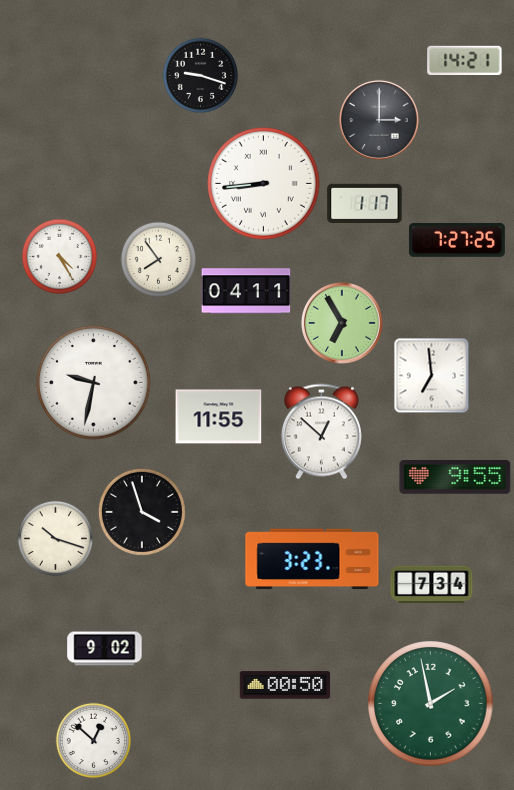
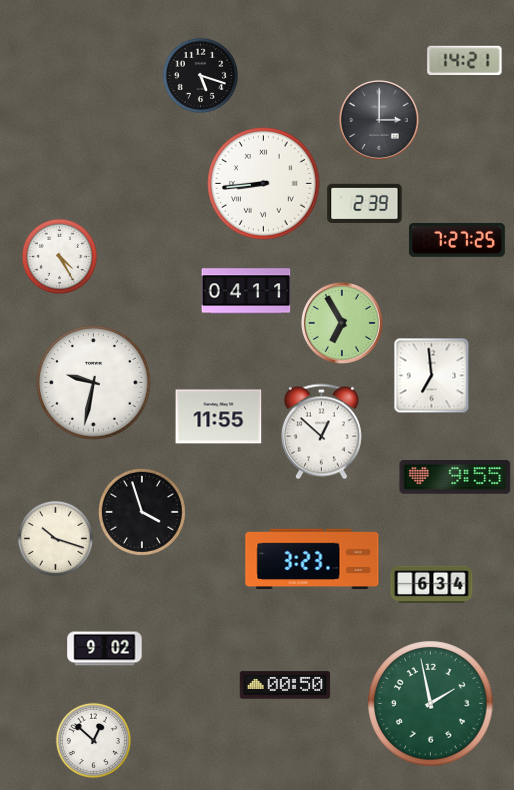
clock at (200, 75): 9:18 -> 5:18
clock at (365, 203): 1:17 -> 2:39
clock at (158, 259): 7:54 -> none
clock at (432, 585): 7:34 -> 6:34
